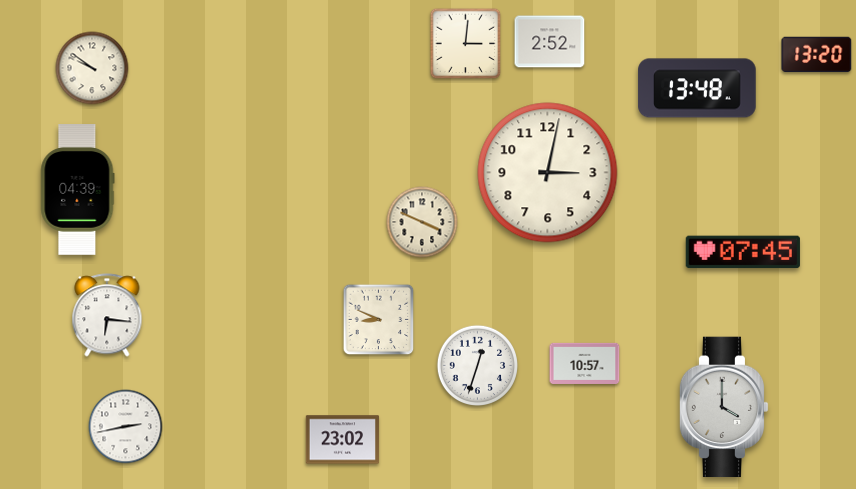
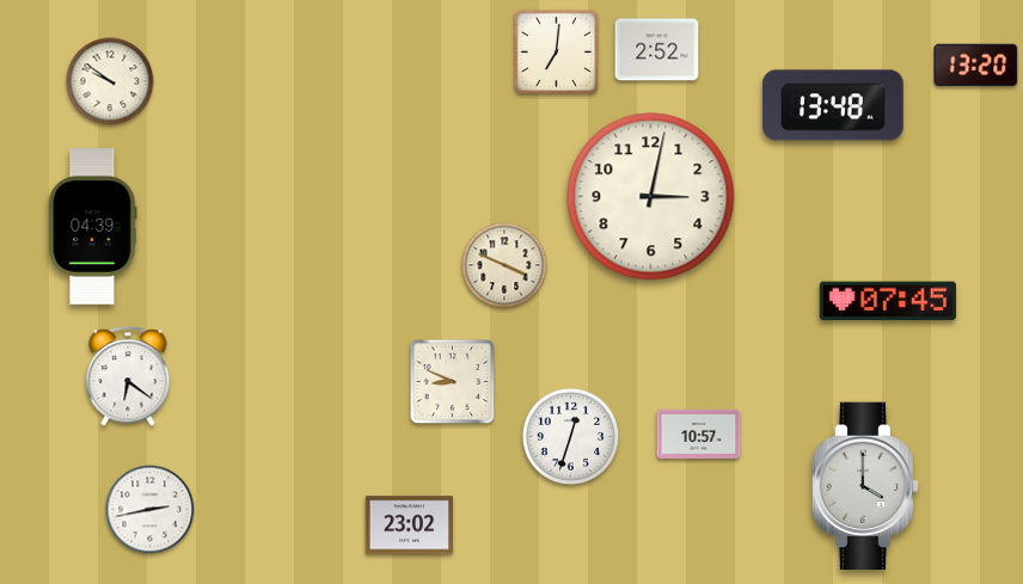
clock at (466, 44): 3:01 -> 7:01
clock at (548, 173) position: (548, 173) -> (651, 197)
clock at (107, 315): 6:16 -> 6:21
